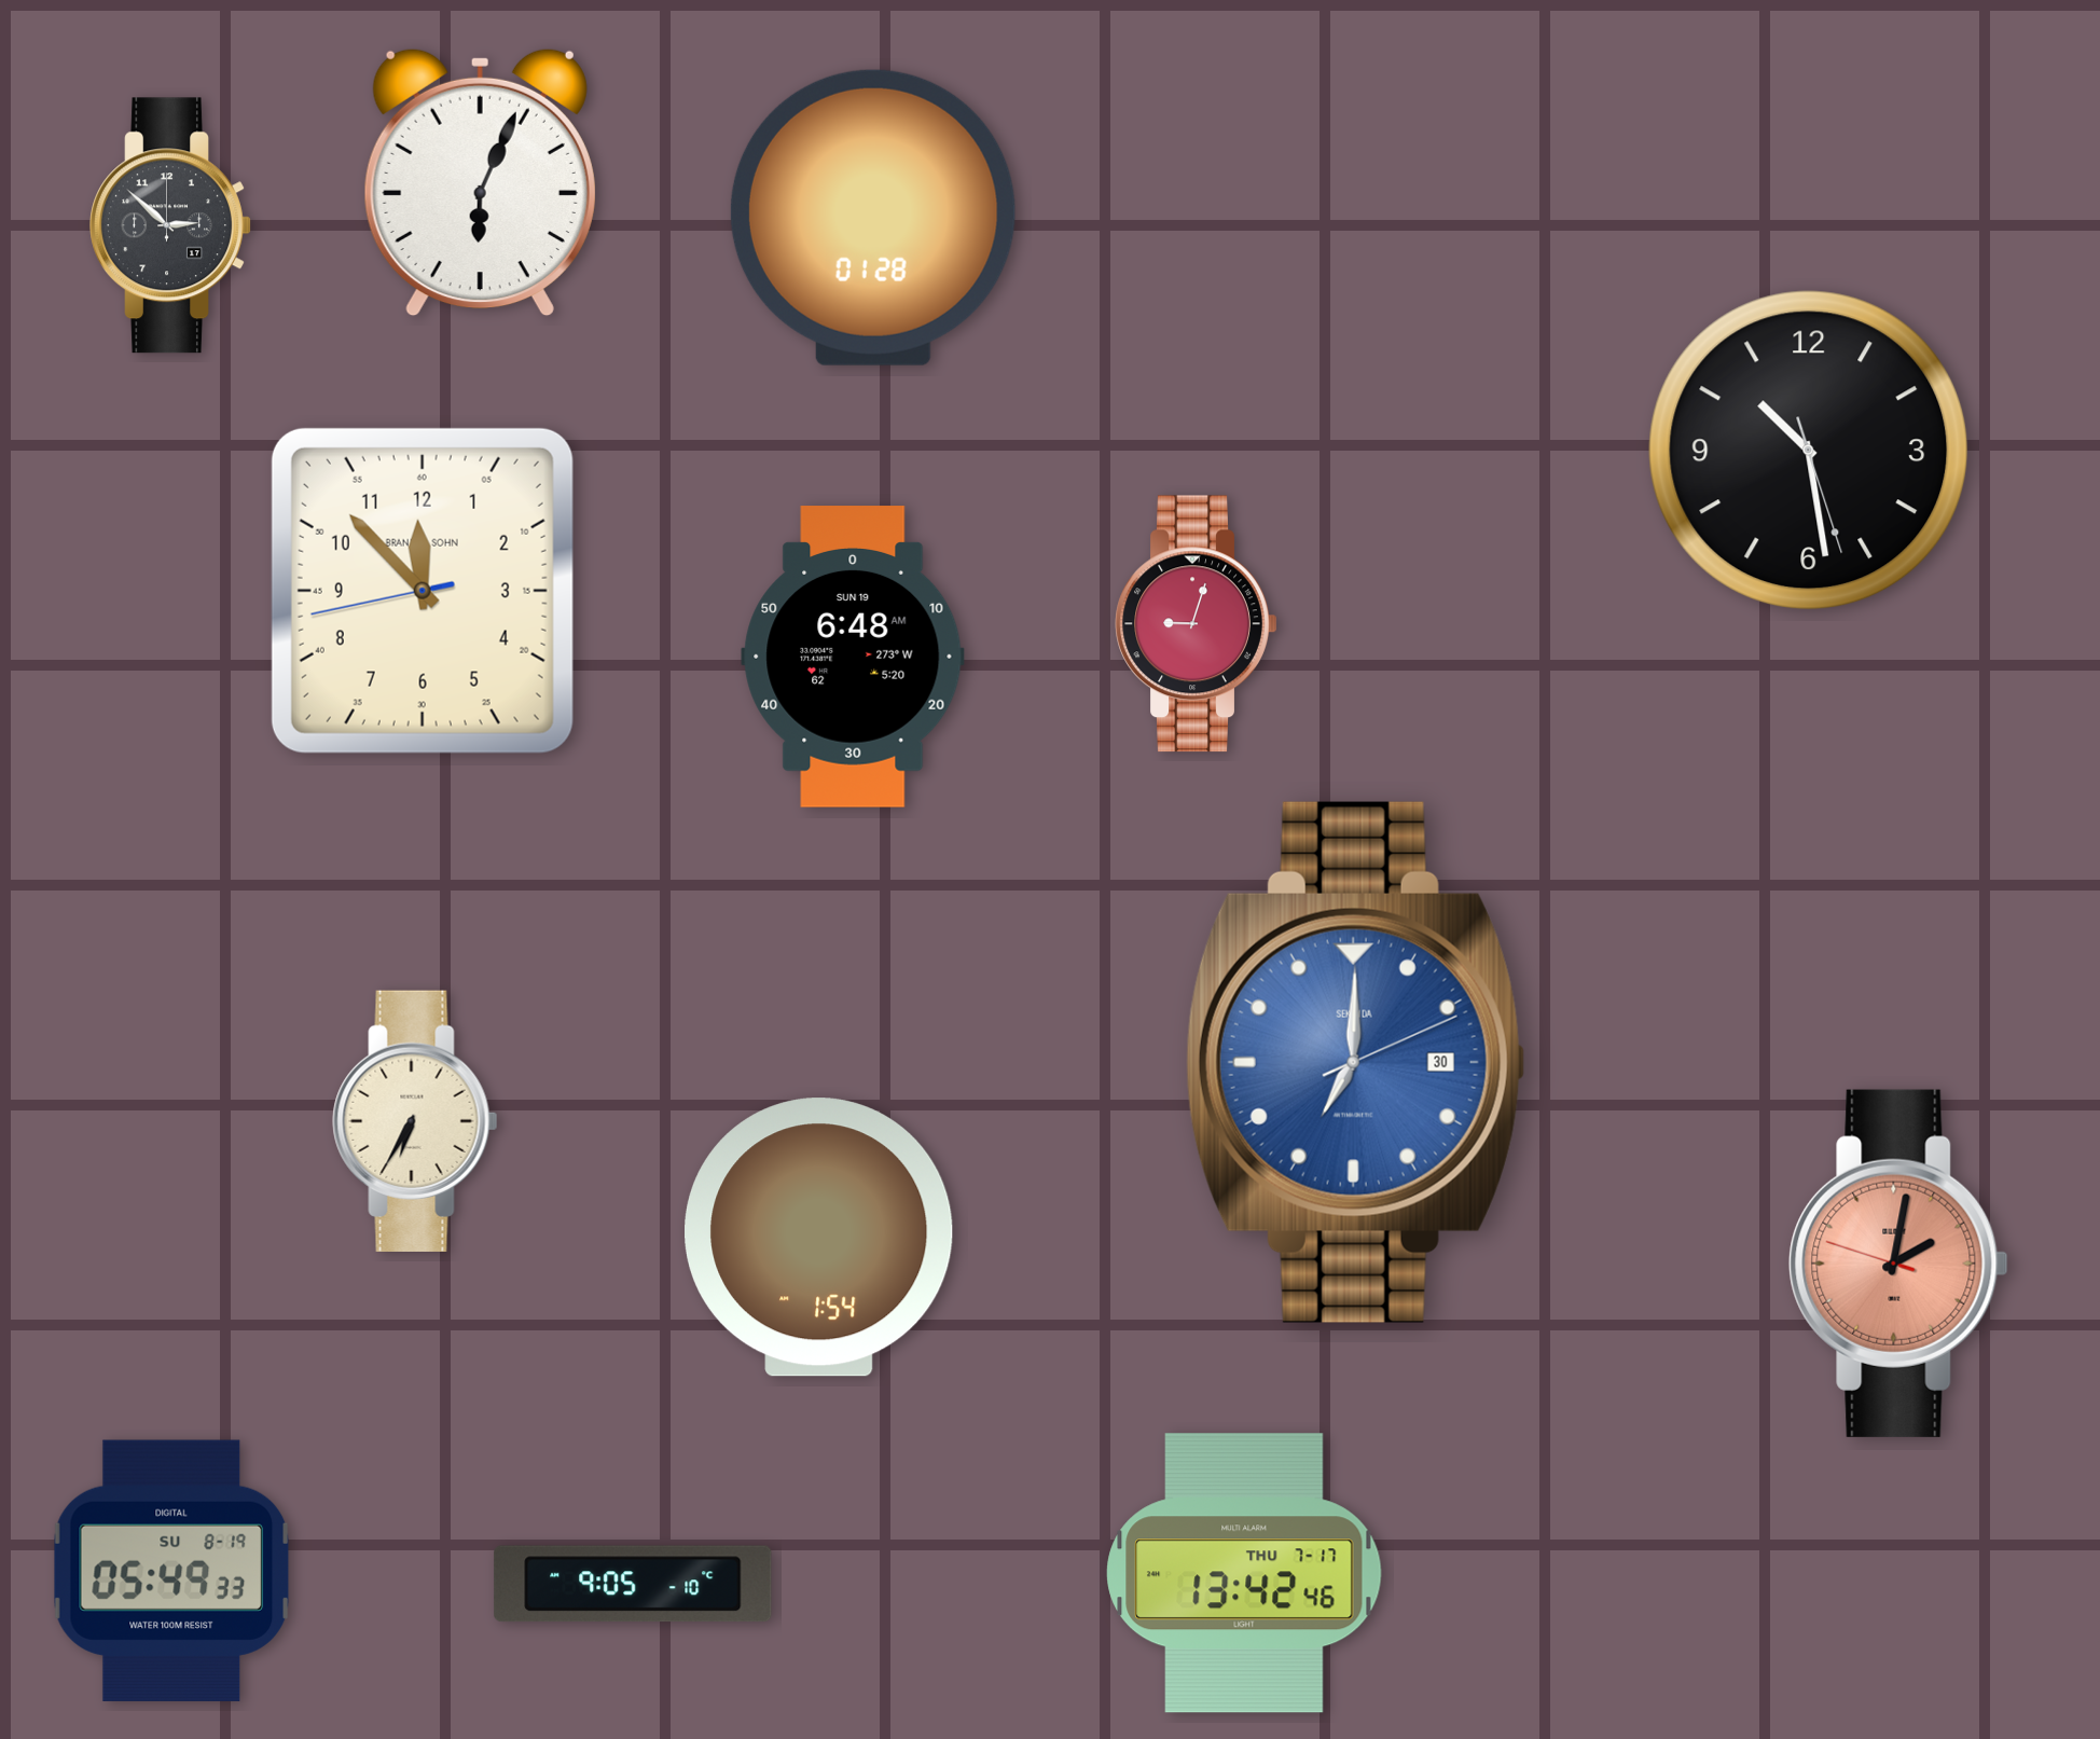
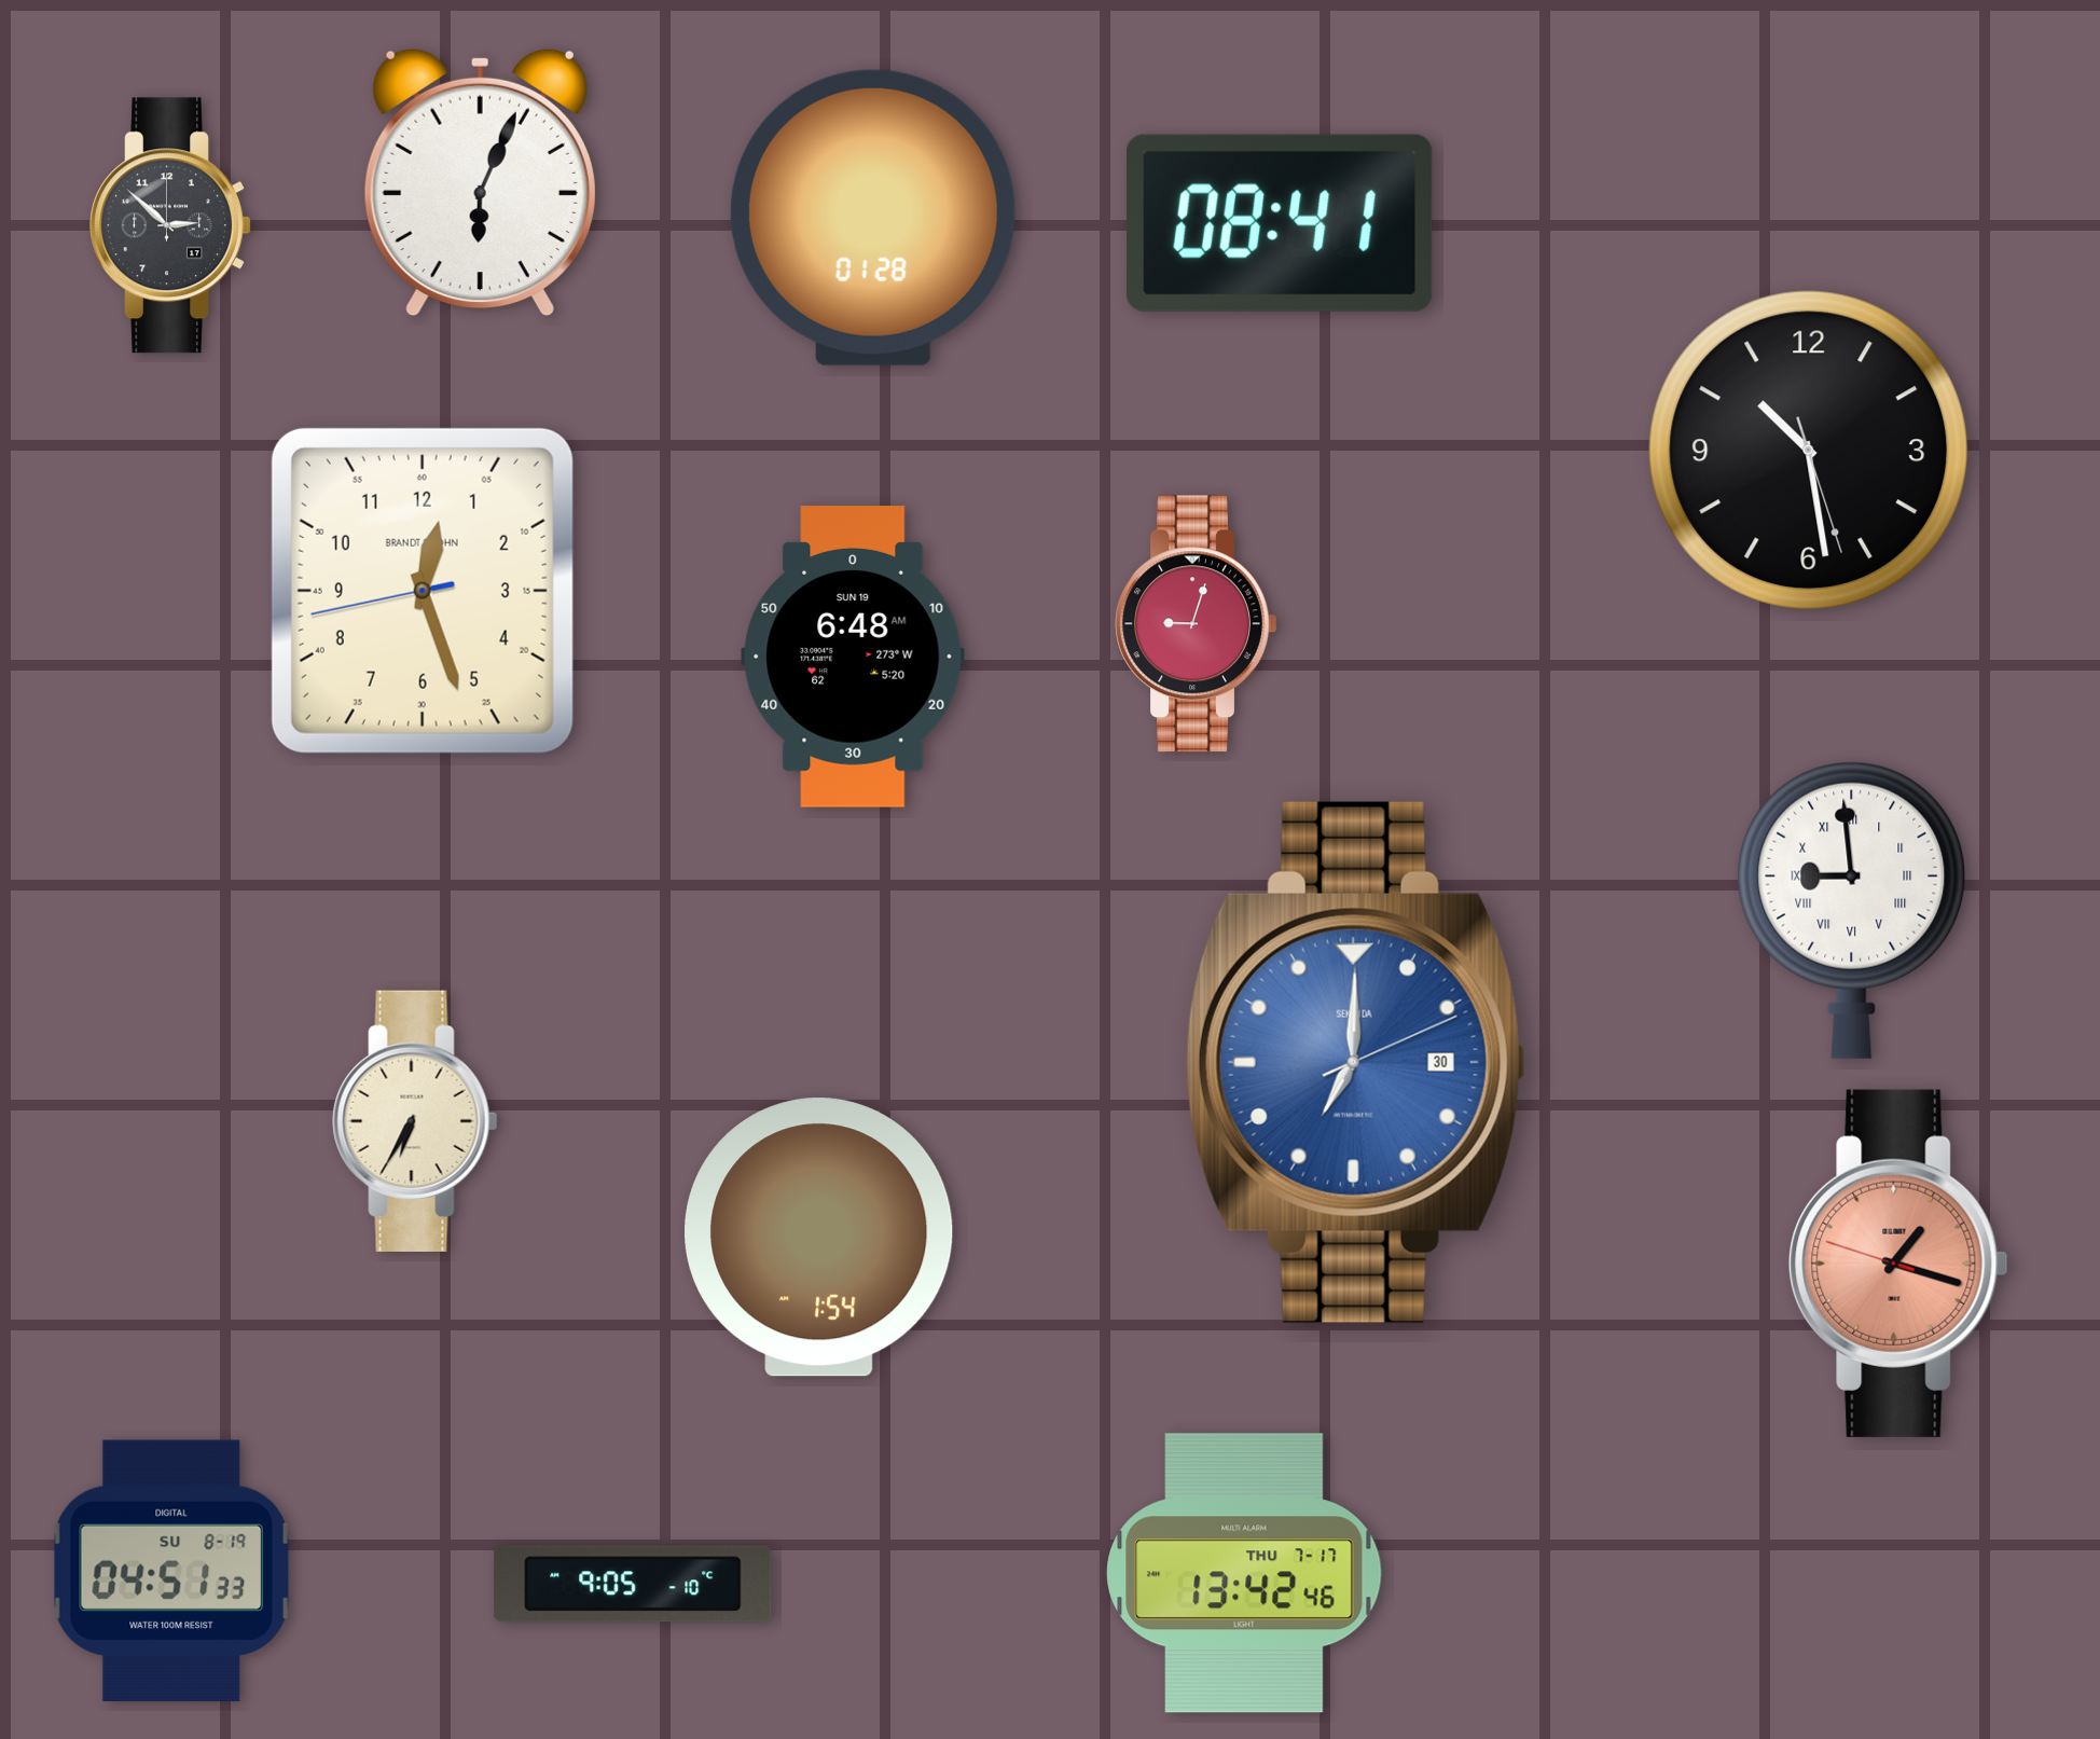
clock at (1280, 223): none -> 08:41
clock at (423, 591): 11:52 -> 12:26
clock at (1852, 910): none -> 8:59
clock at (1898, 1264): 2:01 -> 1:17
clock at (171, 1571): 05:49 -> 04:51
